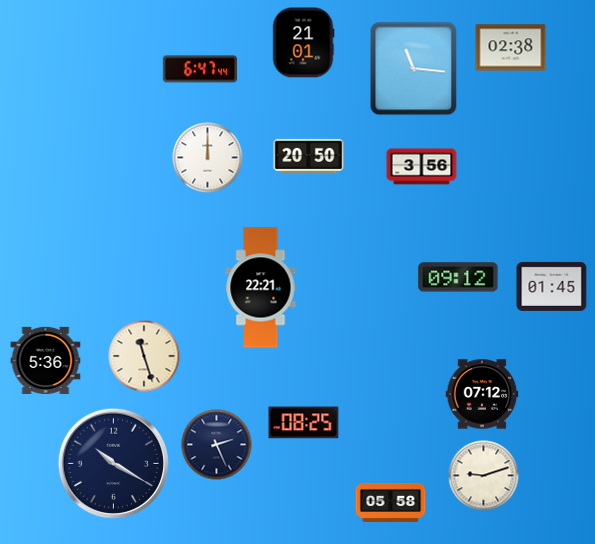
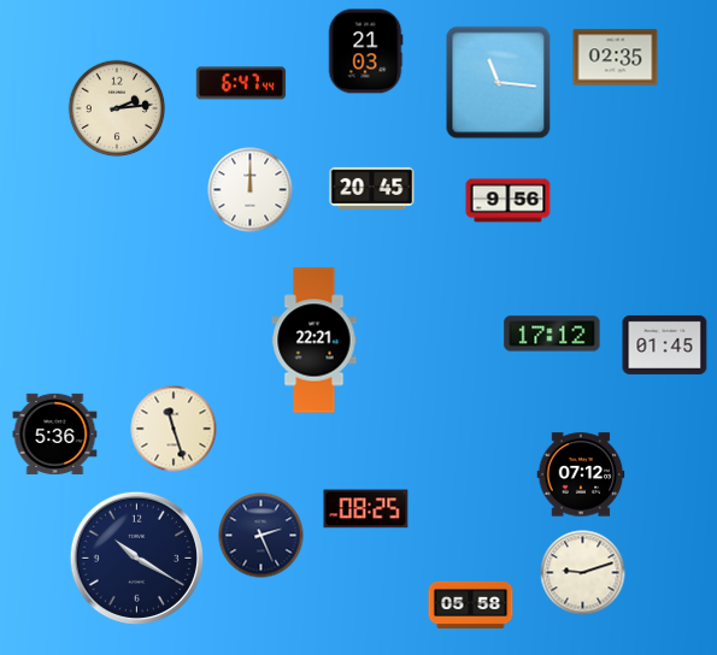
clock at (303, 43): 21:01 -> 21:03
clock at (511, 48): 02:38 -> 02:35
clock at (117, 108): none -> 2:14
clock at (309, 156): 20:50 -> 20:45
clock at (422, 167): 3:56 -> 9:56
clock at (458, 277): 09:12 -> 17:12
clock at (261, 288) position: (261, 288) -> (315, 341)
